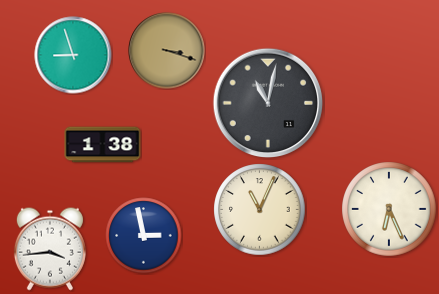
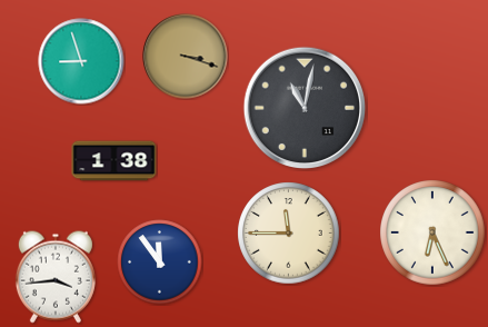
clock at (268, 103) position: (268, 103) -> (305, 108)
clock at (260, 210): 11:04 -> 11:45
clock at (144, 236): 2:58 -> 11:54
